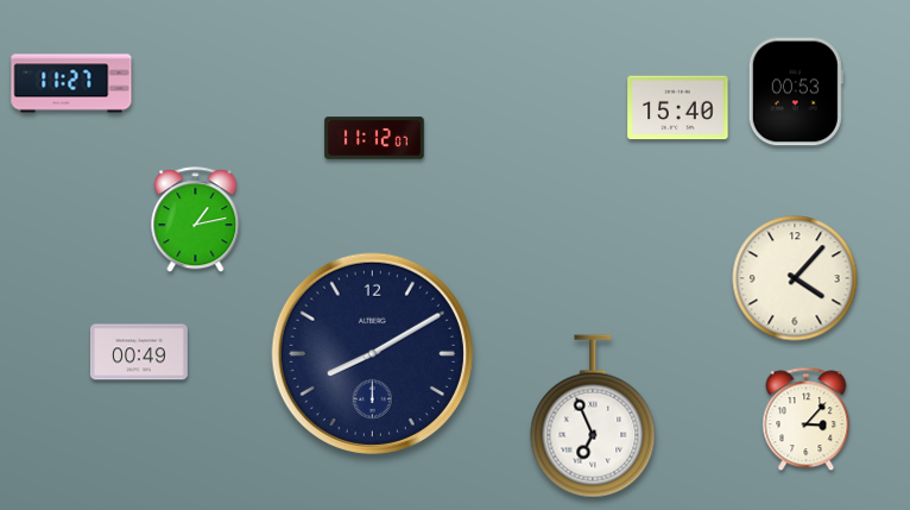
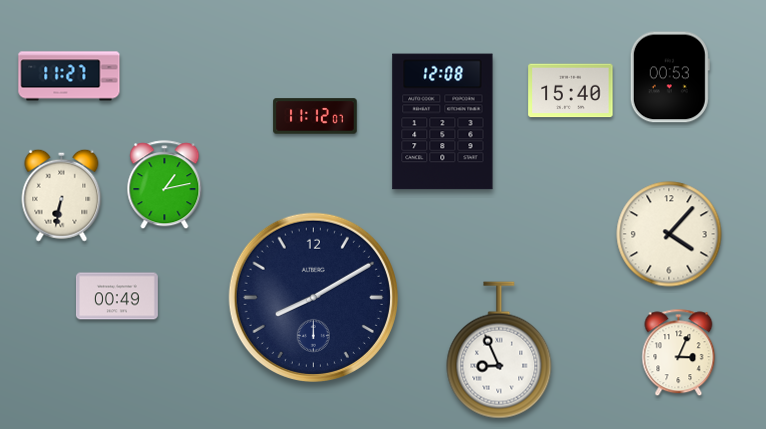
clock at (71, 83) position: (71, 83) -> (69, 76)
clock at (443, 122): none -> 12:08
clock at (62, 195): none -> 6:32
clock at (593, 416): 6:56 -> 8:56
clock at (807, 420): 3:07 -> 3:04
